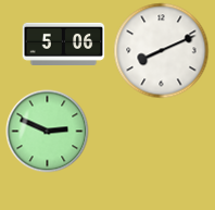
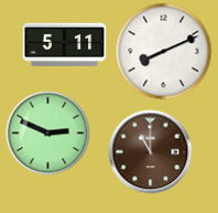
clock at (64, 44): 5:06 -> 5:11
clock at (151, 152): none -> 11:00
